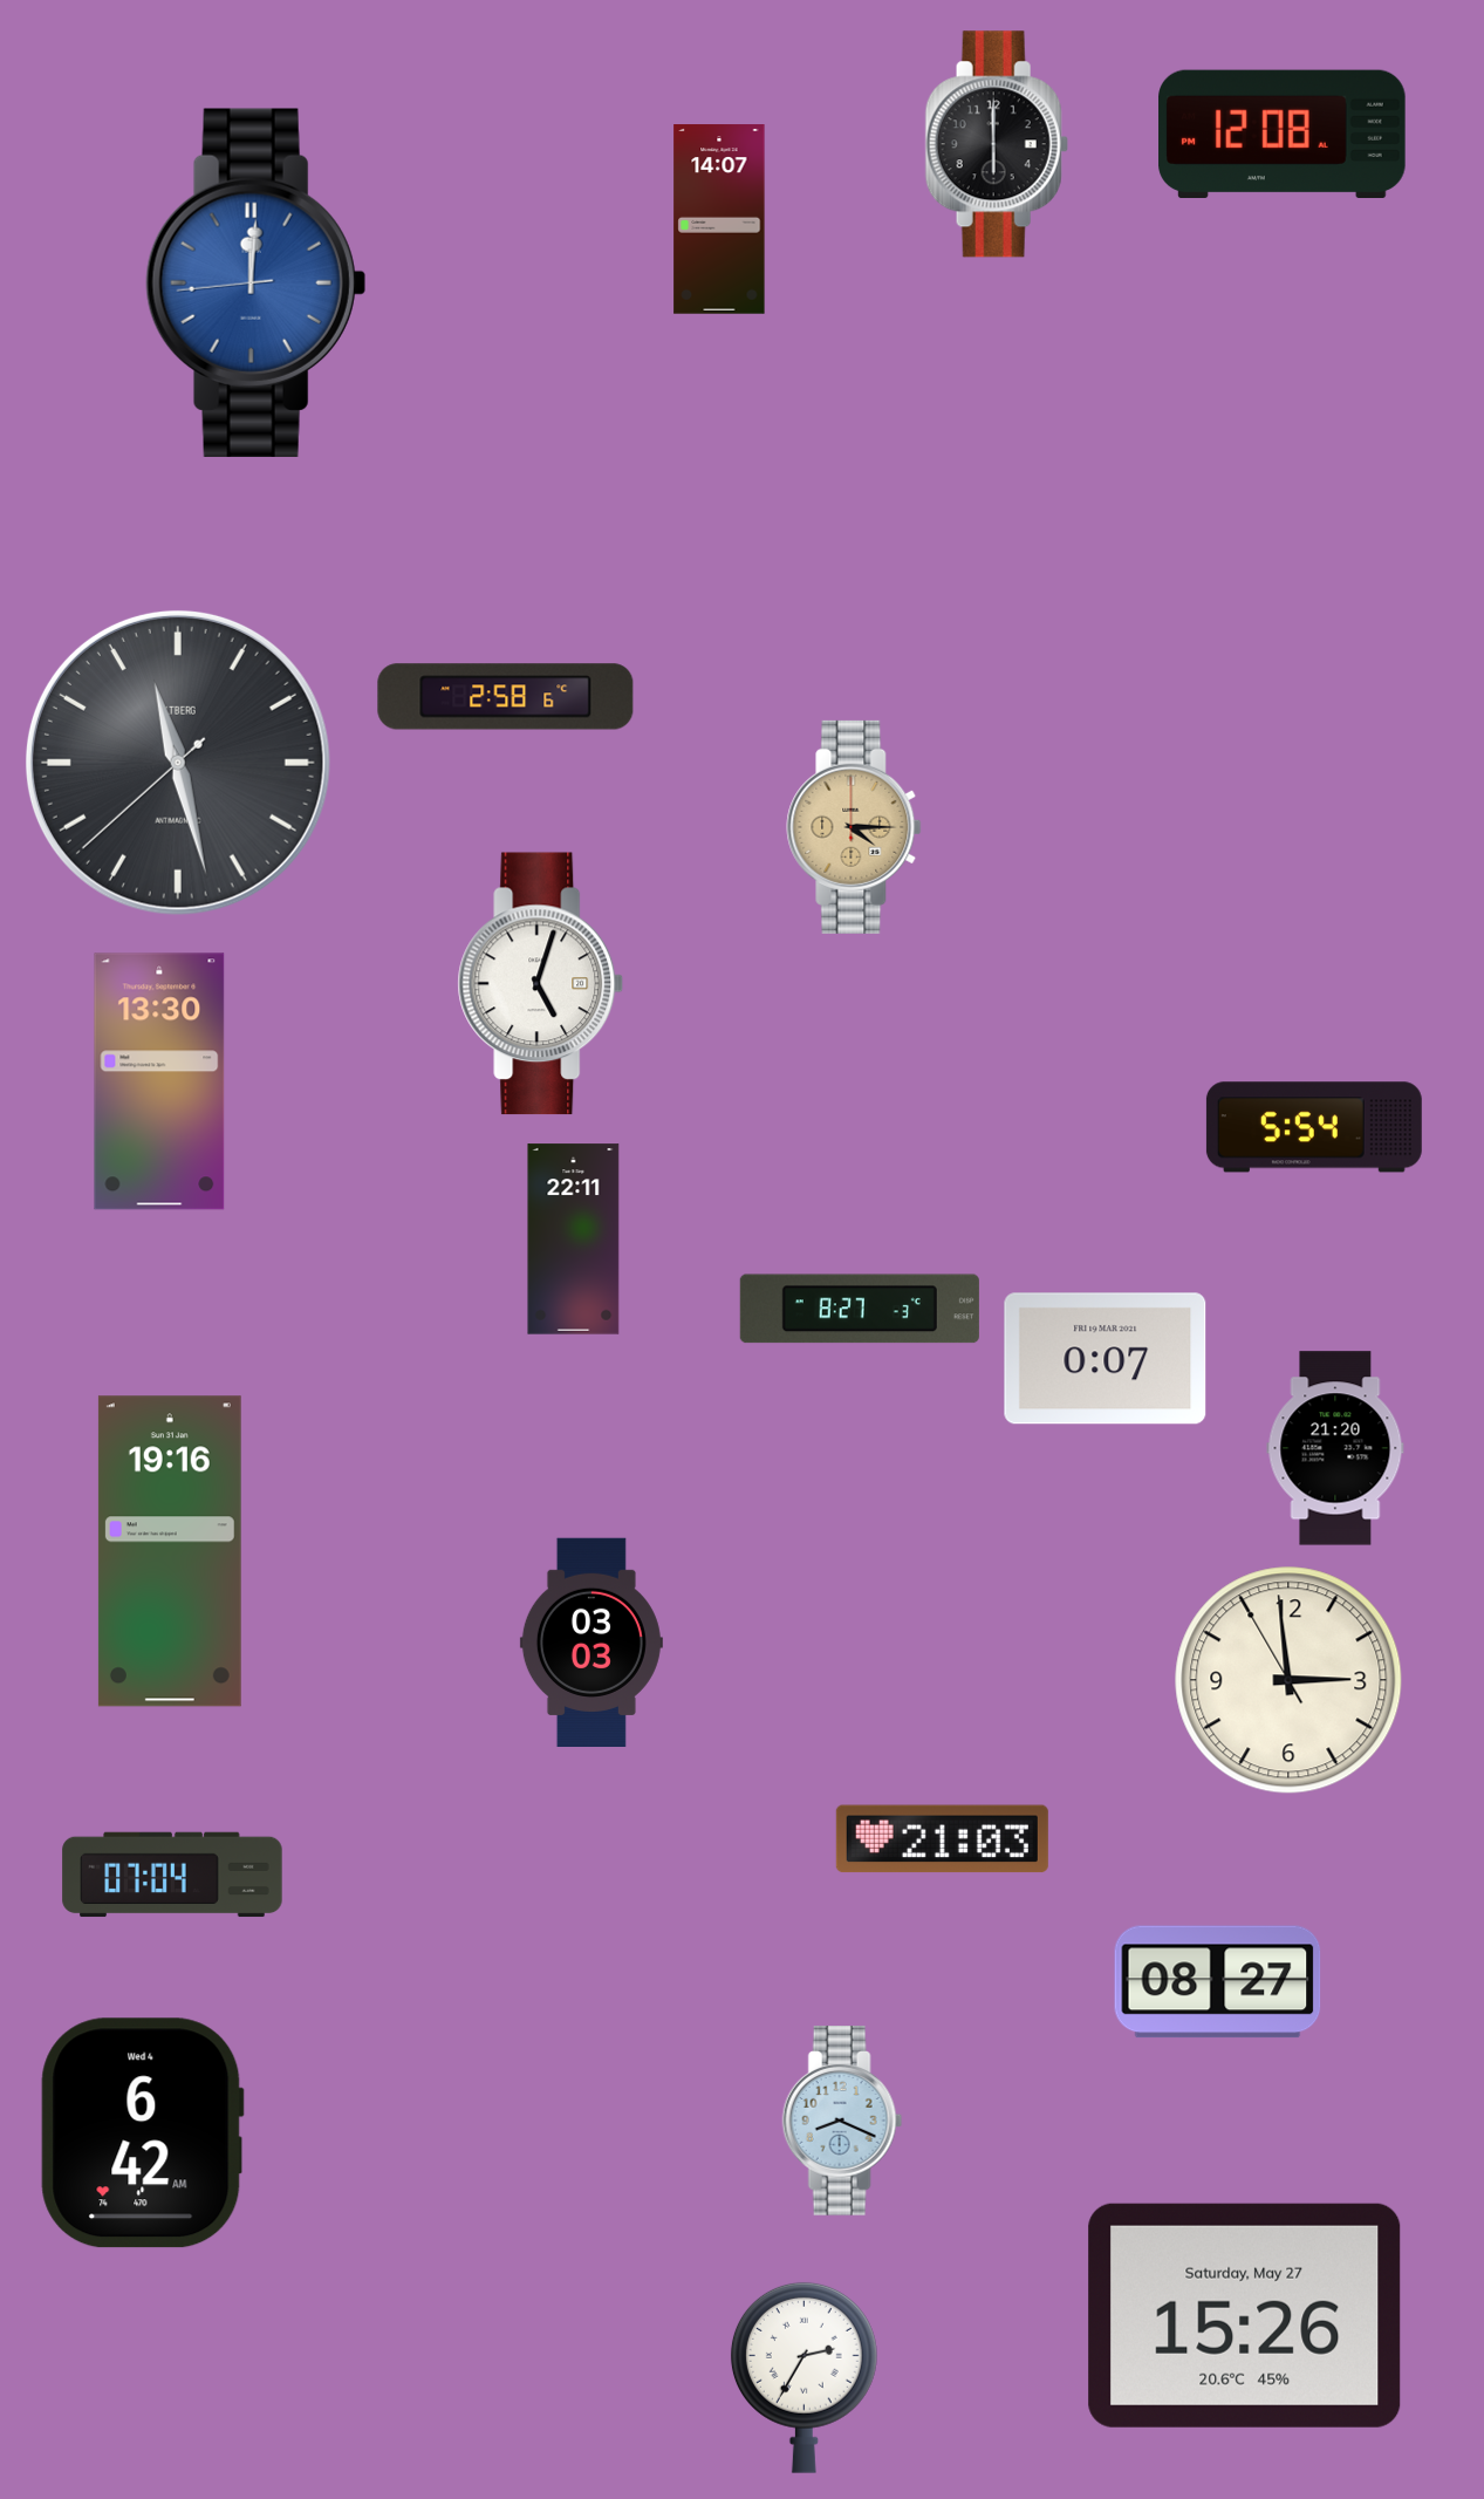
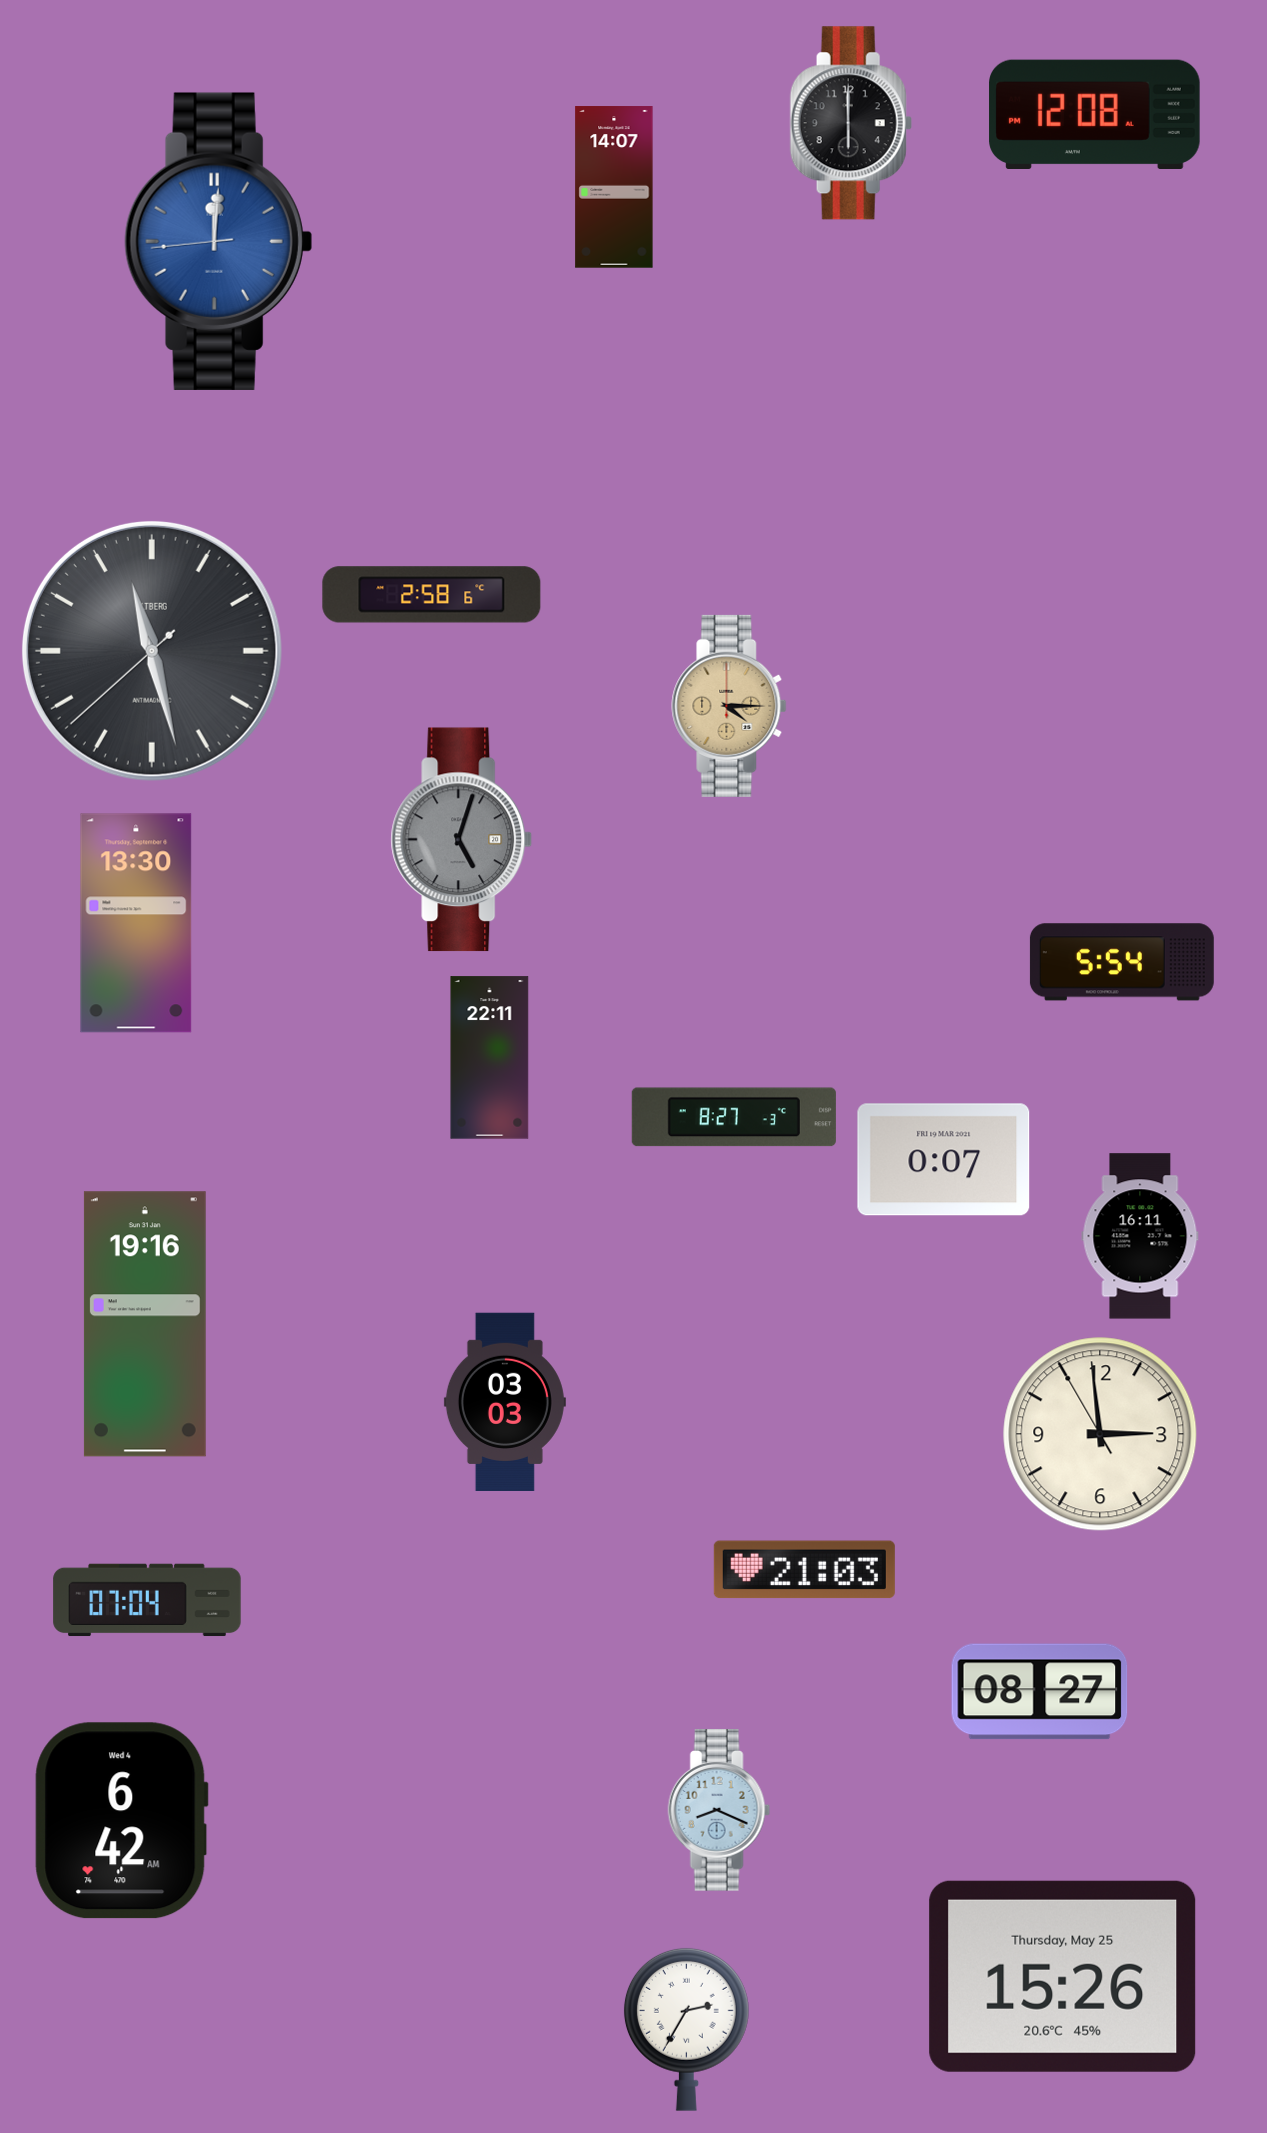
clock at (541, 984) dial: white -> grey
clock at (1335, 1448): 21:20 -> 16:11
clock at (1245, 2315) date: Saturday, May 27 -> Thursday, May 25
